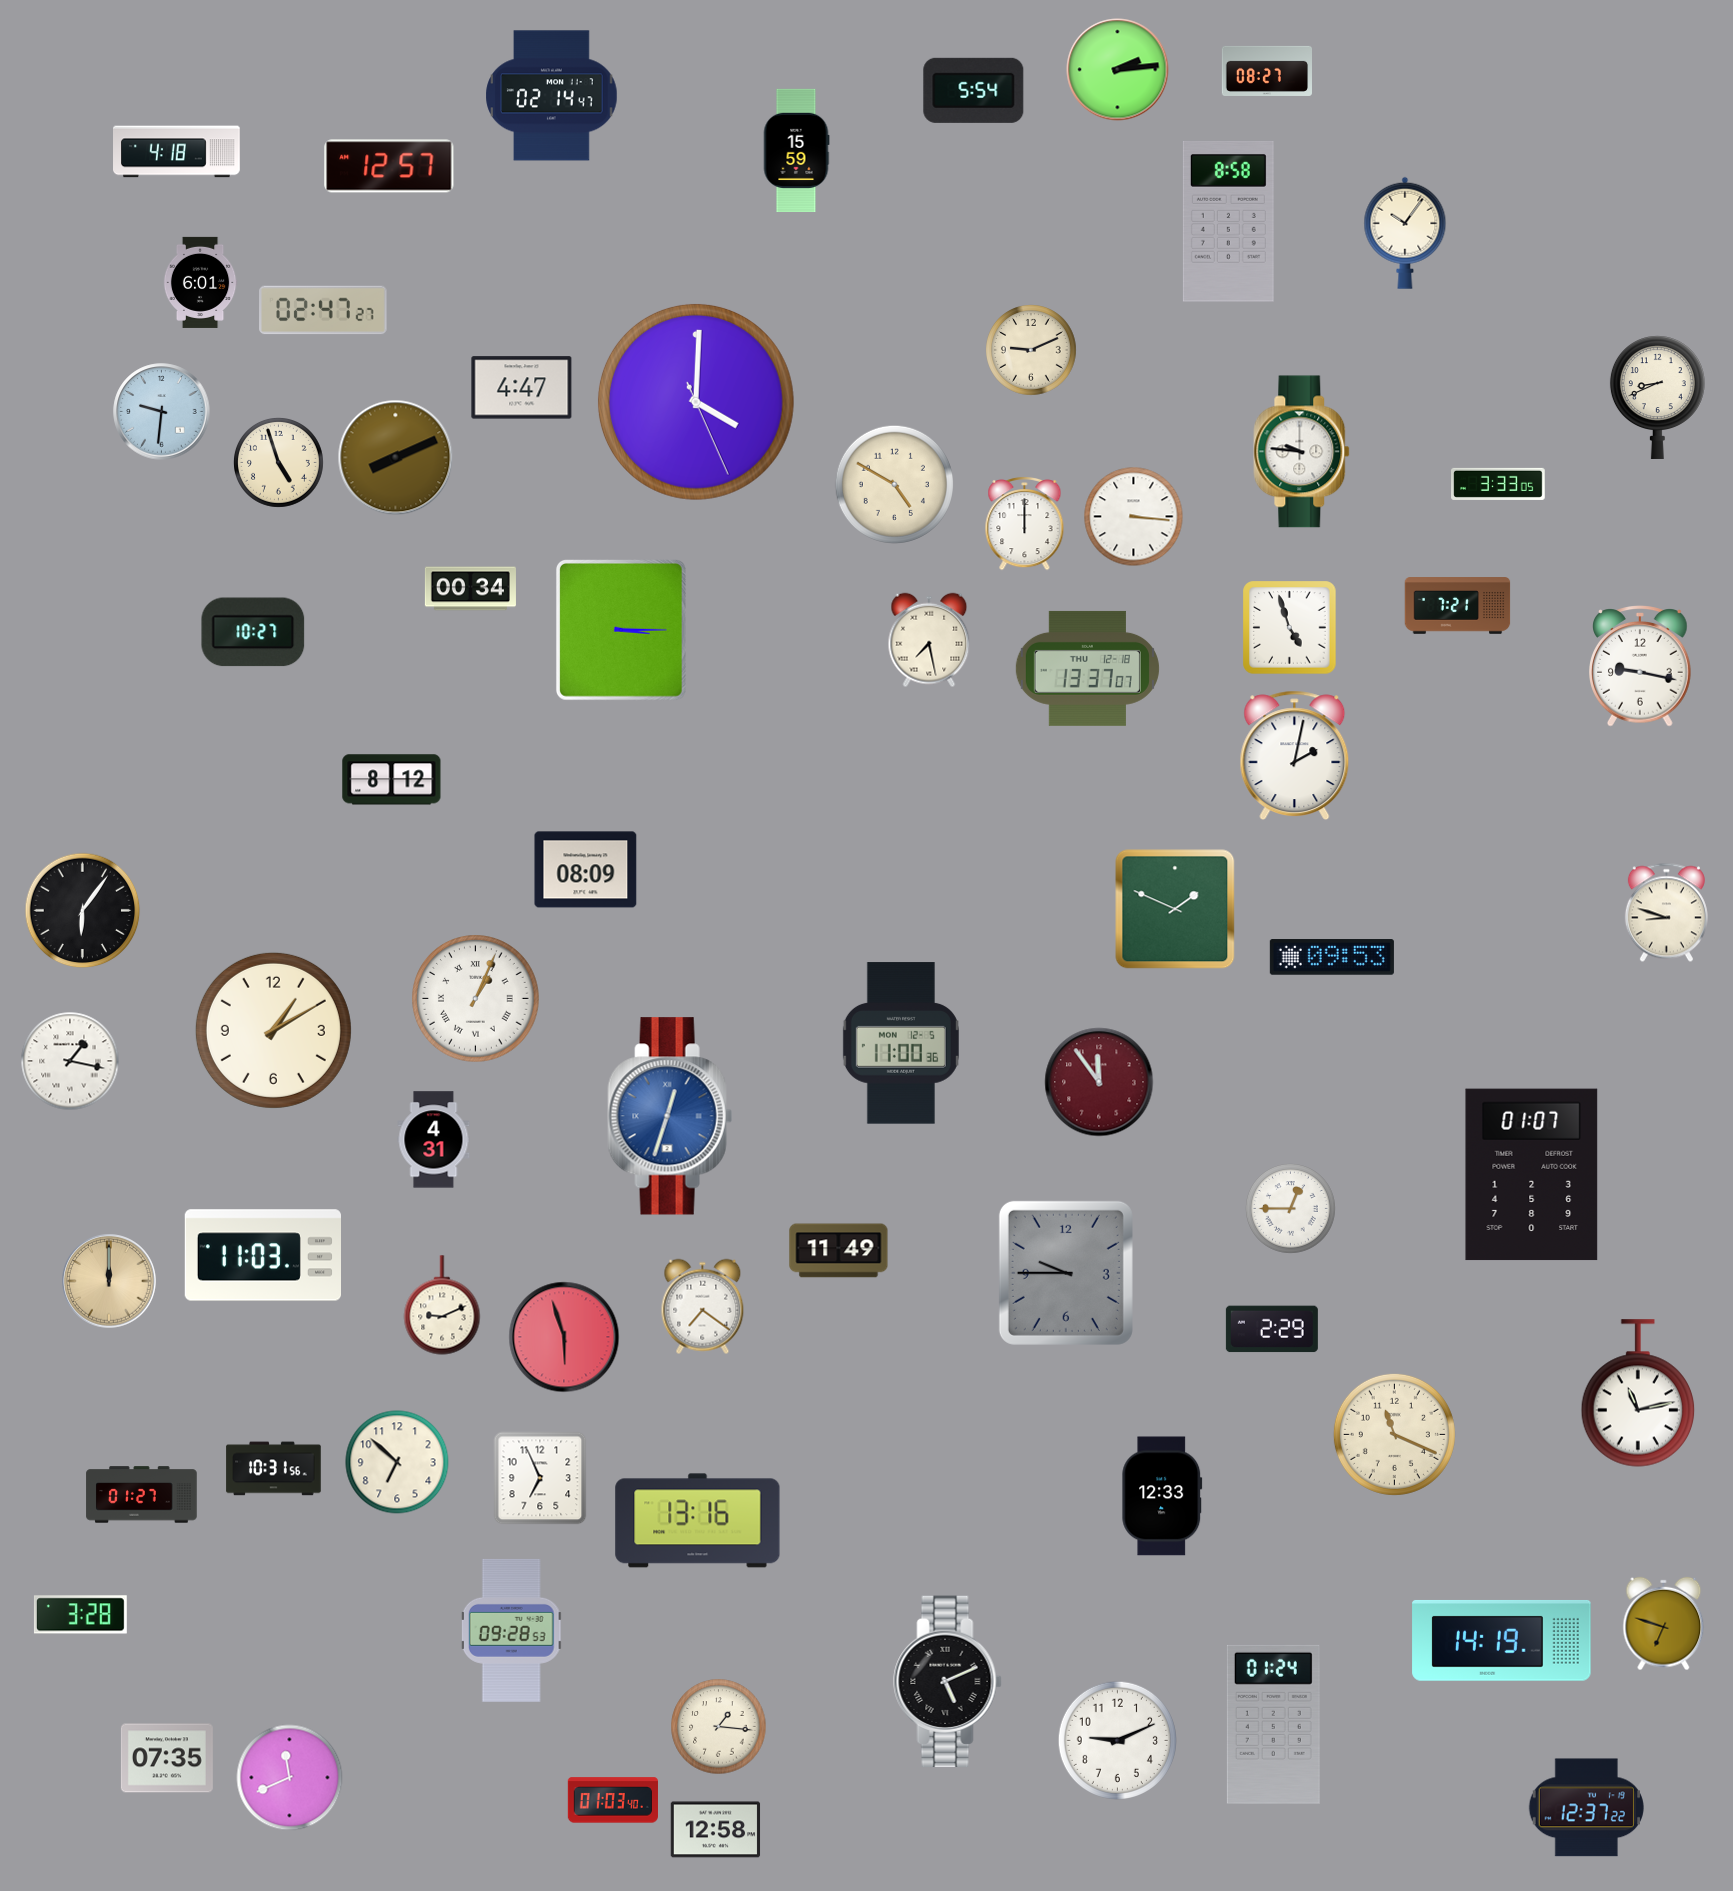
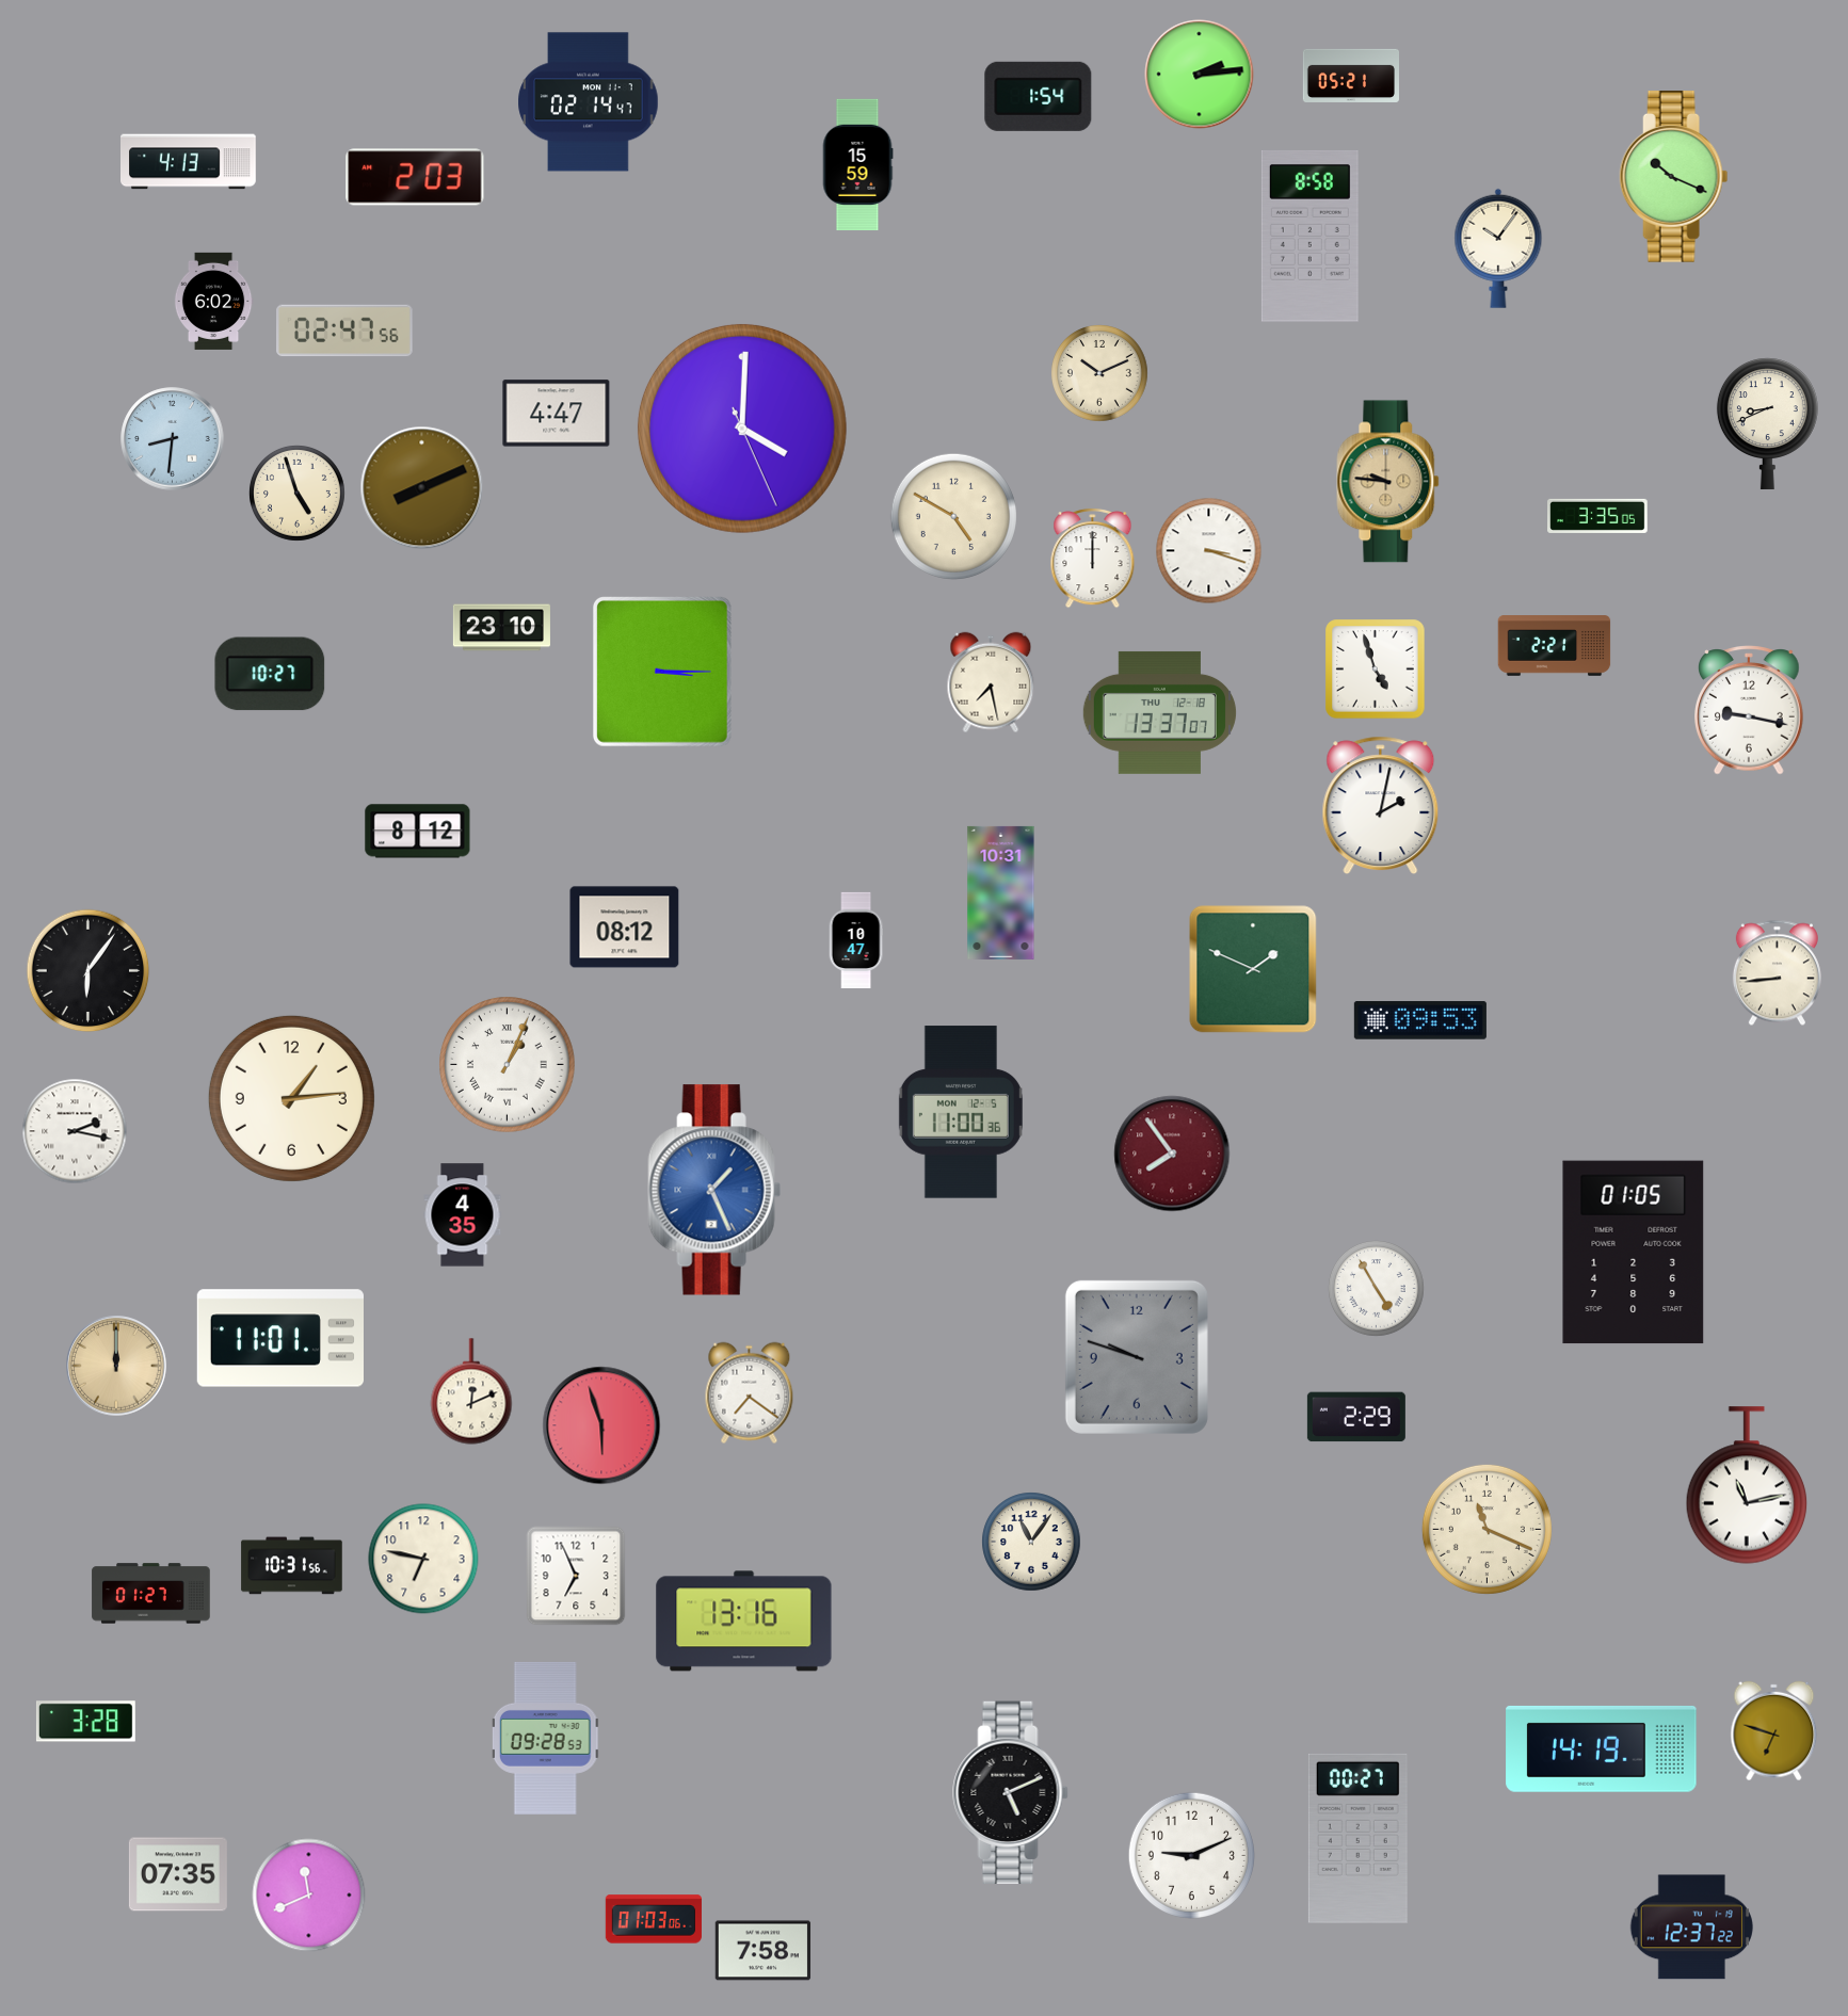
clock at (1118, 70) position: (1118, 70) -> (1200, 75)
clock at (1266, 71): 08:27 -> 05:21
clock at (974, 90): 5:54 -> 1:54
clock at (796, 150) position: (796, 150) -> (857, 164)
clock at (177, 152): 4:18 -> 4:13
clock at (389, 166): 12:57 -> 2:03
clock at (1674, 177): none -> 10:19
clock at (200, 282): 6:01 -> 6:02
clock at (323, 310): 02:47:27 -> 02:47:56
clock at (1032, 351): 9:11 -> 10:11
clock at (162, 412): 9:31 -> 8:31
clock at (1302, 452) dial: white -> champagne
clock at (1498, 484): 3:33 -> 3:35
clock at (1134, 517): 3:16 -> 3:18
clock at (470, 589): 00:34 -> 23:10
clock at (1458, 606): 7:21 -> 2:21
clock at (1001, 892): none -> 10:31
clock at (586, 870): 08:09 -> 08:12
clock at (856, 940): none -> 10:47
clock at (1666, 913): 8:48 -> 8:44
clock at (273, 1030): 1:10 -> 1:14
clock at (70, 1061): 1:17 -> 2:17
clock at (1099, 1082): 11:54 -> 7:54
clock at (670, 1116): 12:33 -> 1:26
clock at (434, 1140): 4:31 -> 4:35
clock at (1532, 1175): 01:07 -> 01:05
clock at (1291, 1209): 12:45 -> 4:55
clock at (839, 1251): 11:49 -> none
clock at (262, 1255): 11:03 -> 11:01
clock at (1066, 1273): 9:45 -> 9:48
clock at (442, 1305): 9:11 -> 12:11
clock at (1031, 1542): none -> 11:06
clock at (397, 1462): 6:52 -> 6:47
clock at (1162, 1496): 12:33 -> none
clock at (1273, 1724): 01:24 -> 00:27
clock at (719, 1727): 1:16 -> none
clock at (613, 1800): 01:03:40 -> 01:03:06
clock at (716, 1830): 12:58 -> 7:58
